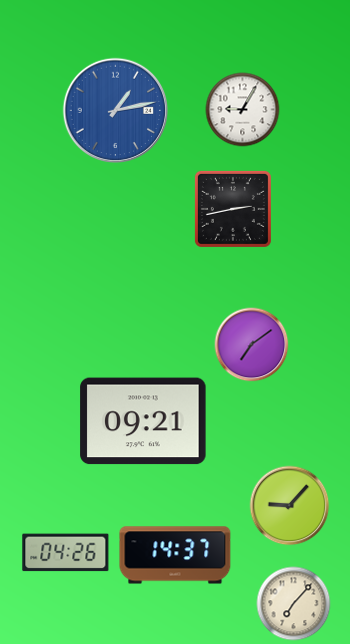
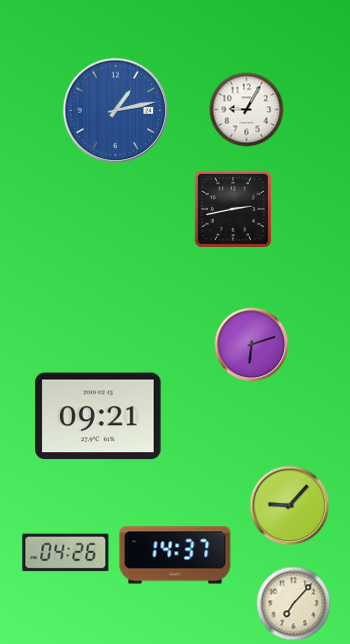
clock at (243, 110) position: (243, 110) -> (247, 110)
clock at (252, 345): 7:09 -> 6:12
clock at (143, 421) position: (143, 421) -> (98, 416)
